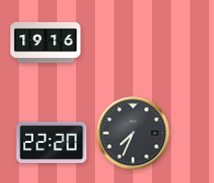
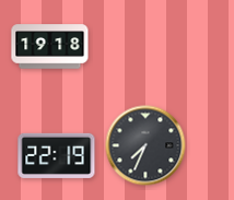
clock at (46, 43): 19:16 -> 19:18
clock at (52, 142): 22:20 -> 22:19
